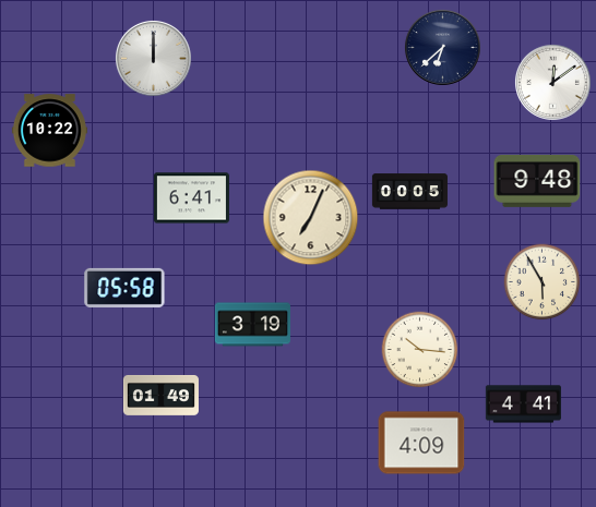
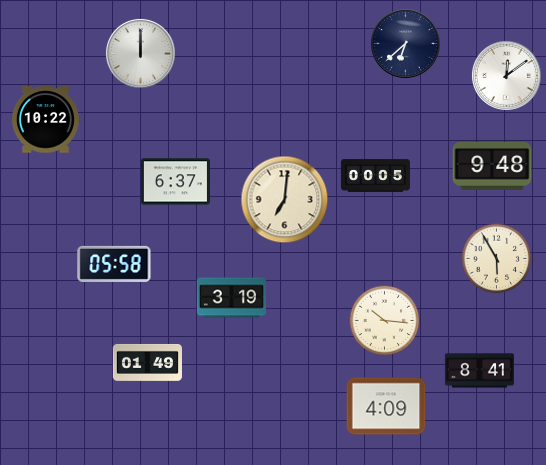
clock at (191, 198): 6:41 -> 6:37
clock at (311, 218): 7:04 -> 7:01
clock at (523, 405): 4:41 -> 8:41
